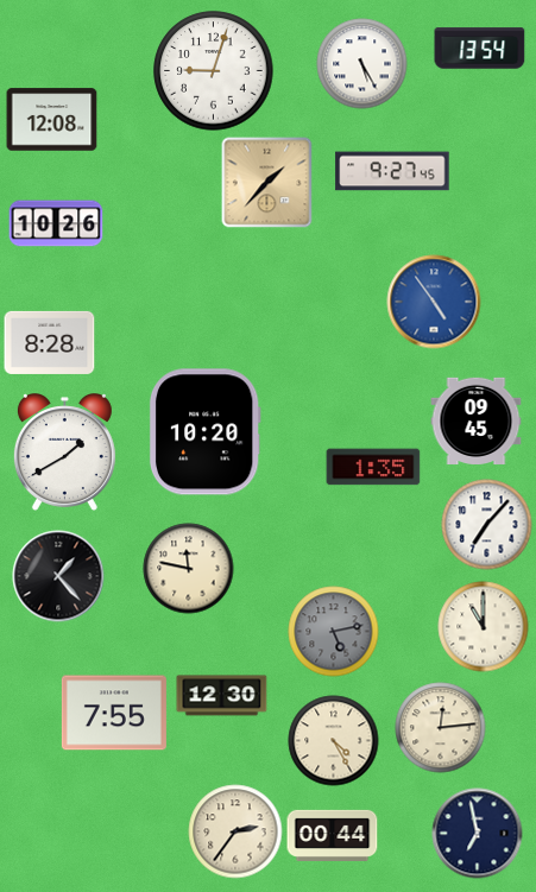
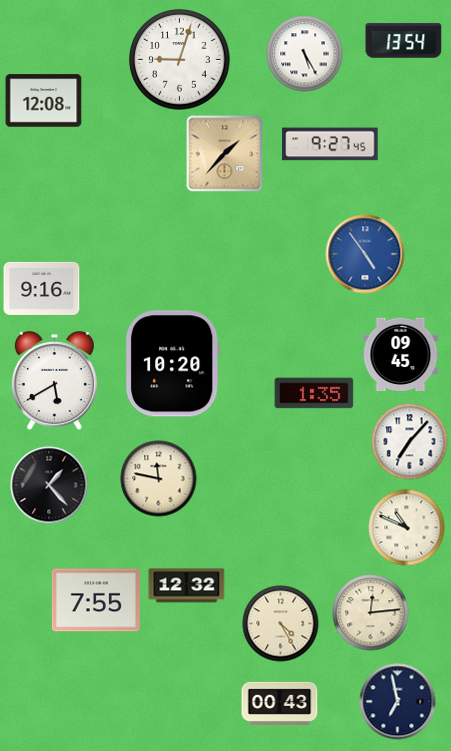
clock at (56, 223): 10:26 -> none
clock at (50, 342): 8:28 -> 9:16
clock at (64, 453): 1:40 -> 5:40
clock at (484, 627): 11:00 -> 10:49
clock at (334, 632): 5:13 -> none
clock at (222, 696): 12:30 -> 12:32
clock at (235, 831): 2:36 -> none
clock at (478, 834) position: (478, 834) -> (398, 702)
clock at (333, 835): 00:44 -> 00:43
